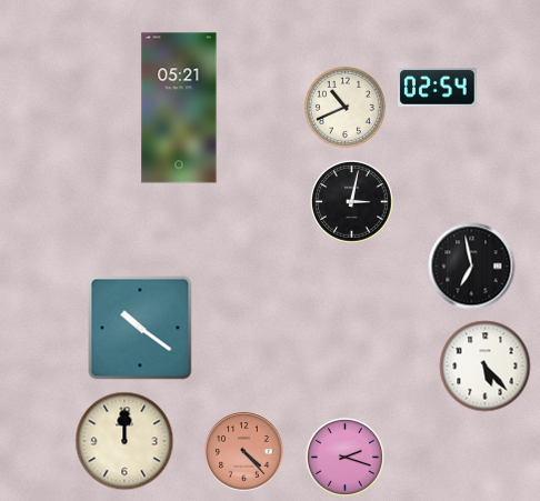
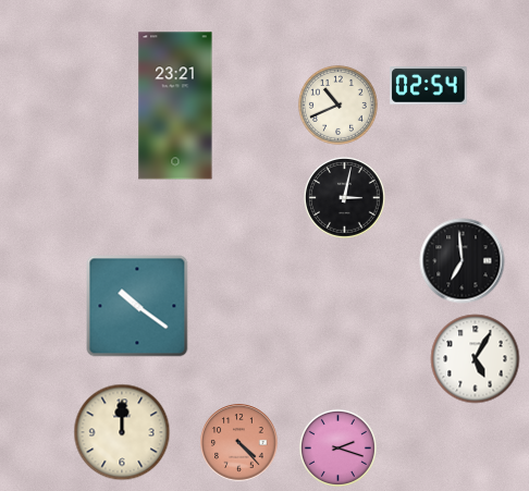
clock at (179, 108): 05:21 -> 23:21
clock at (472, 267): 6:58 -> 6:59
clock at (140, 328) position: (140, 328) -> (137, 306)
clock at (486, 367): 5:23 -> 5:05
